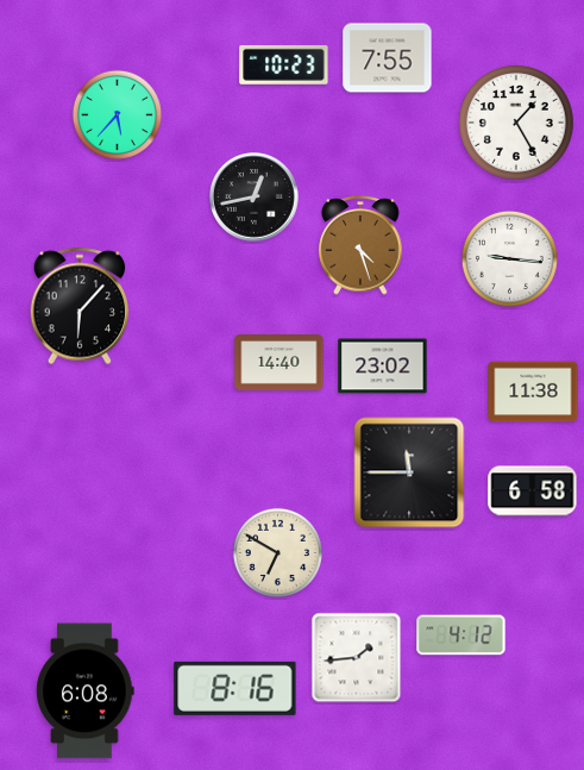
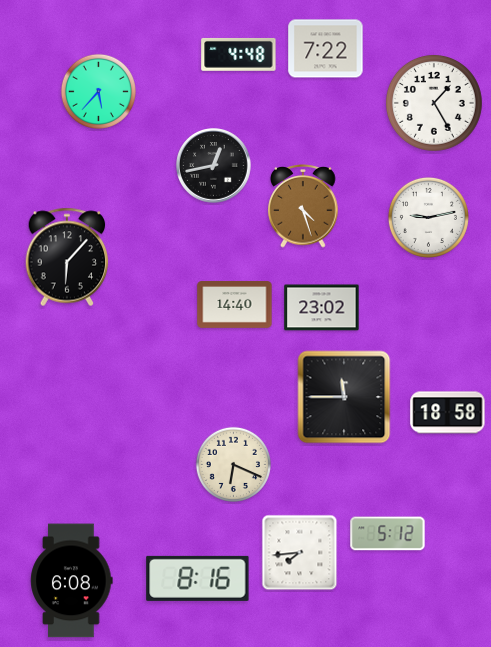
clock at (388, 58): 7:55 -> 7:22
clock at (284, 64): 10:23 -> 4:48
clock at (117, 114) position: (117, 114) -> (98, 91)
clock at (509, 258): 9:16 -> 9:13
clock at (533, 392): 11:38 -> none
clock at (533, 492): 6:58 -> 18:58
clock at (277, 552): 6:50 -> 6:19
clock at (461, 636): 4:12 -> 5:12
clock at (357, 658): 1:44 -> 7:44
